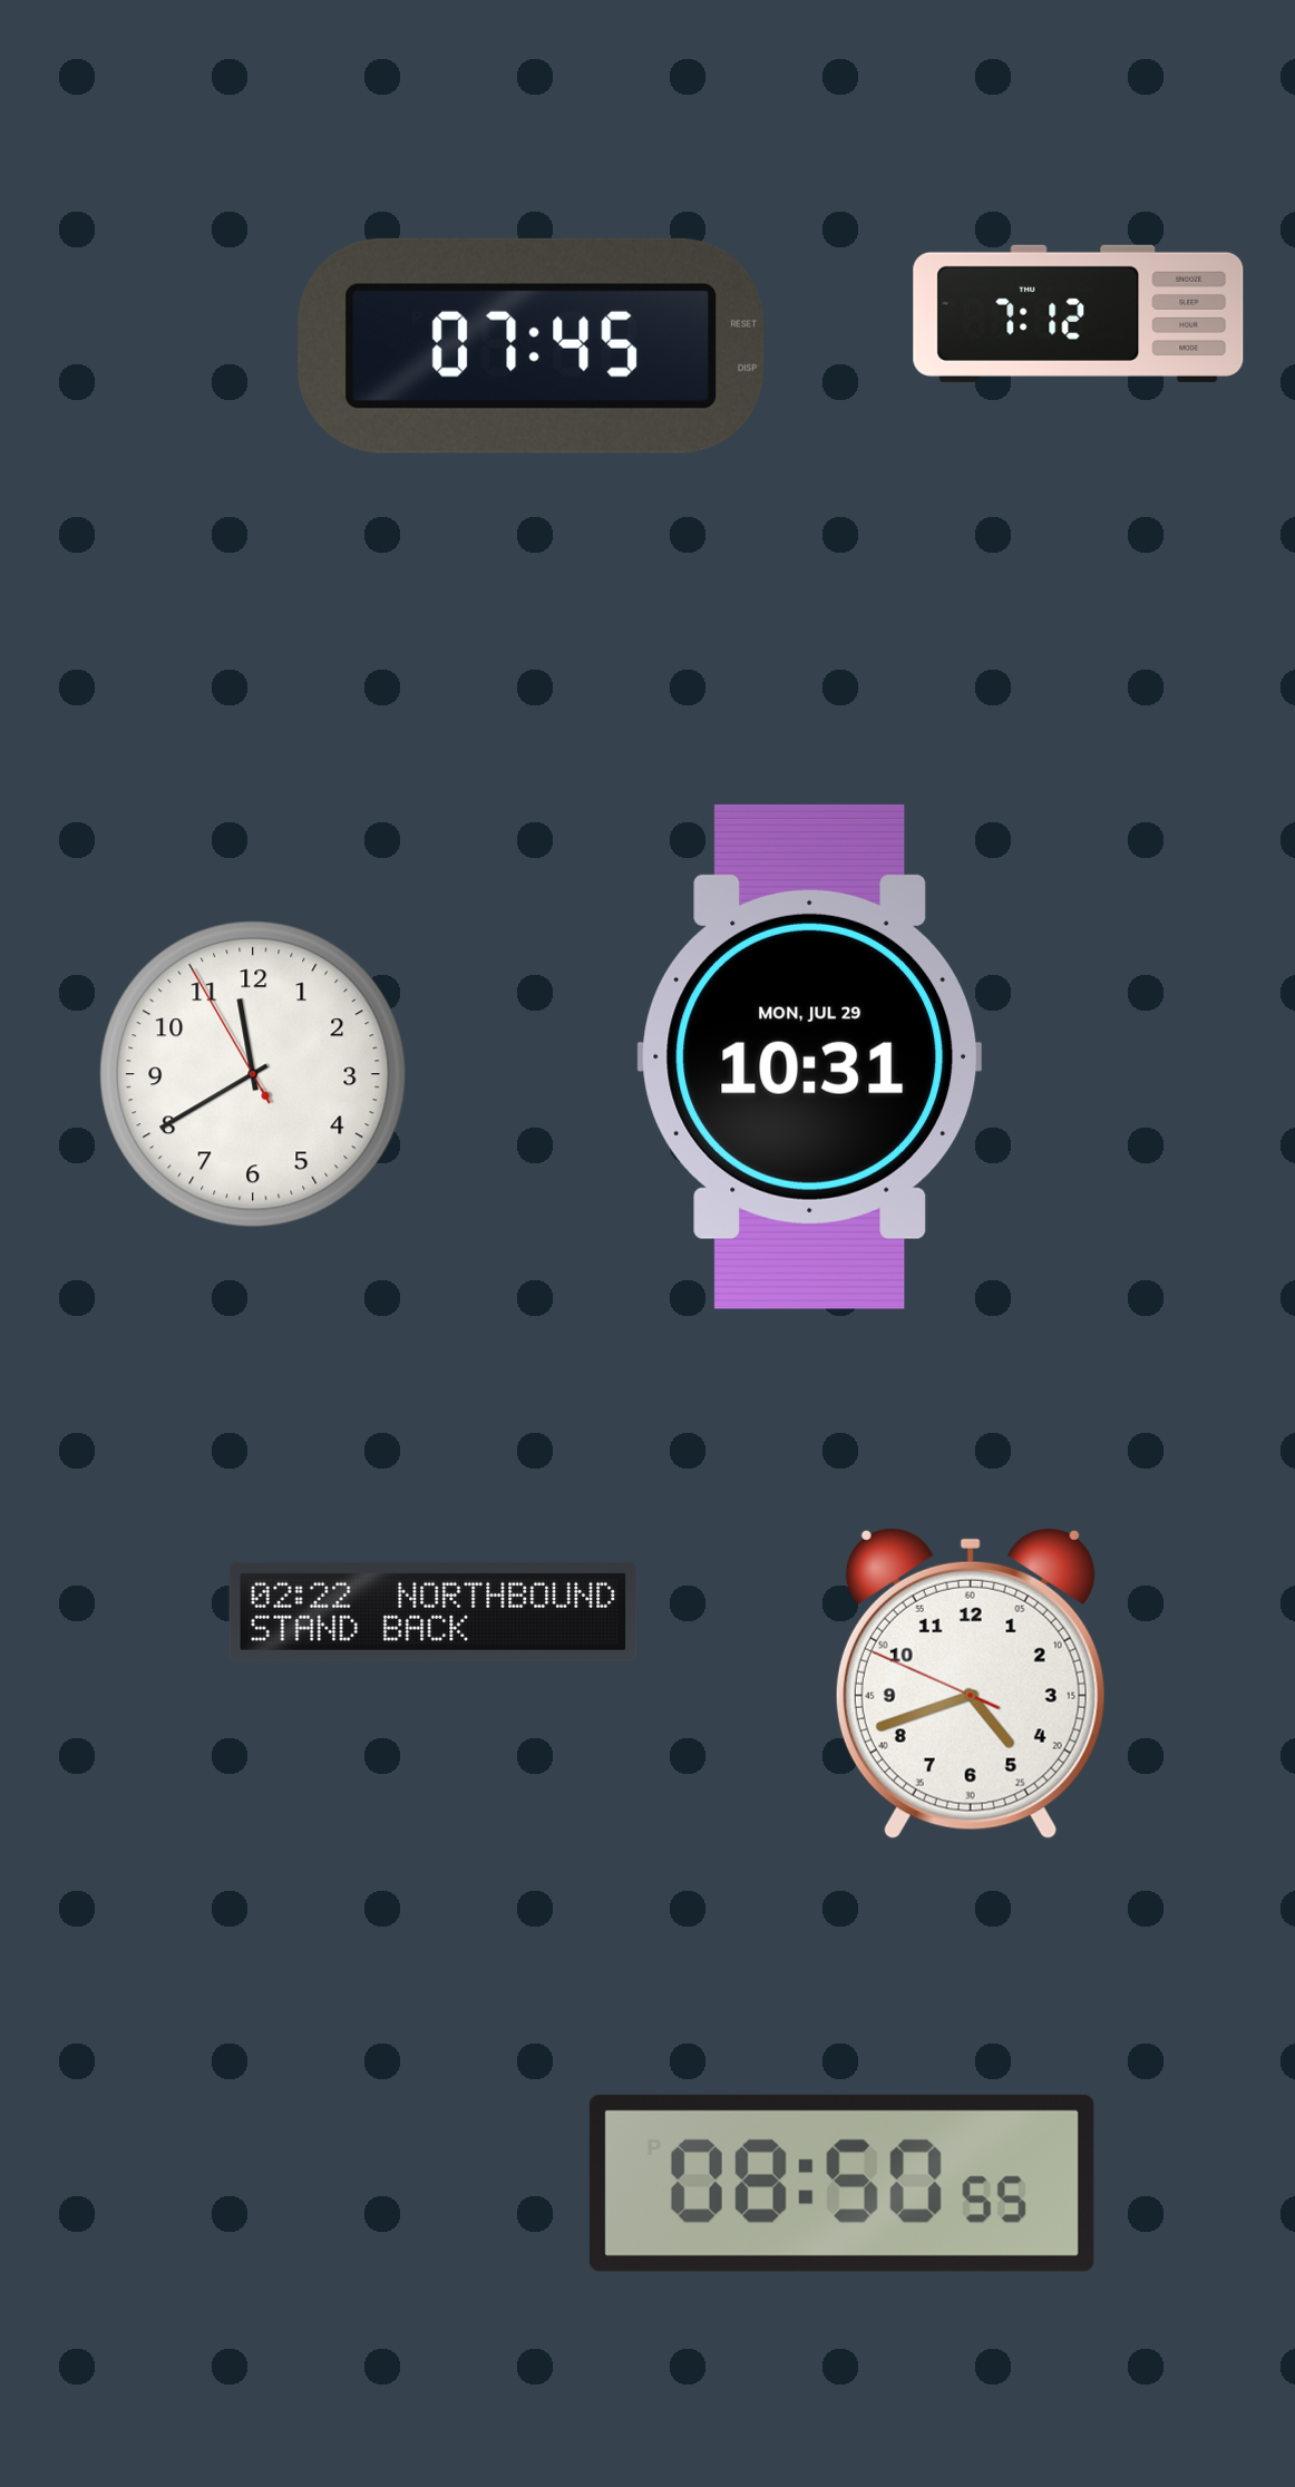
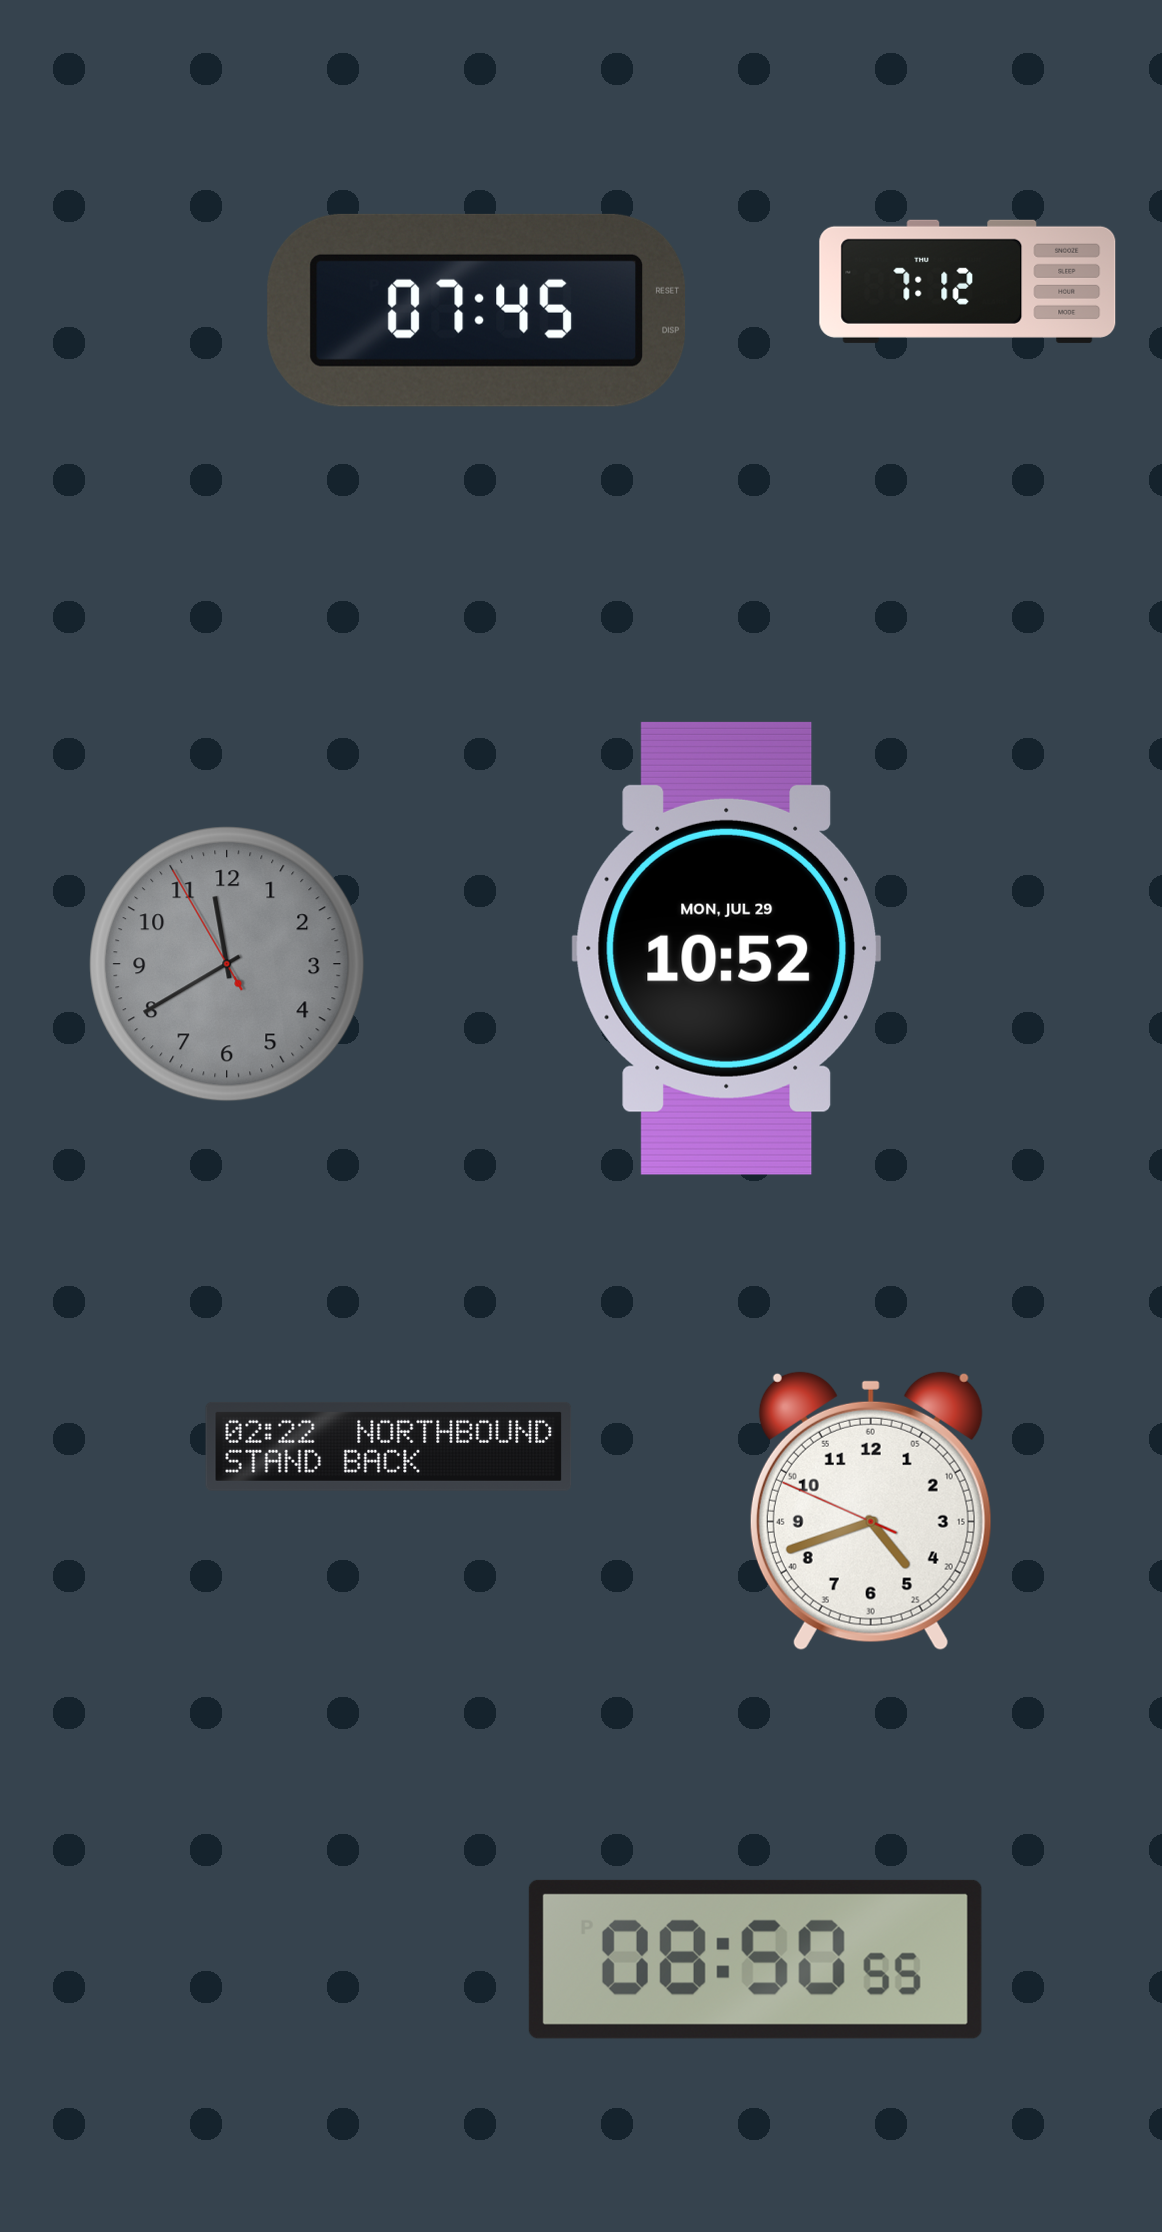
clock at (810, 1056): 10:31 -> 10:52
clock at (253, 1074) dial: white -> grey
